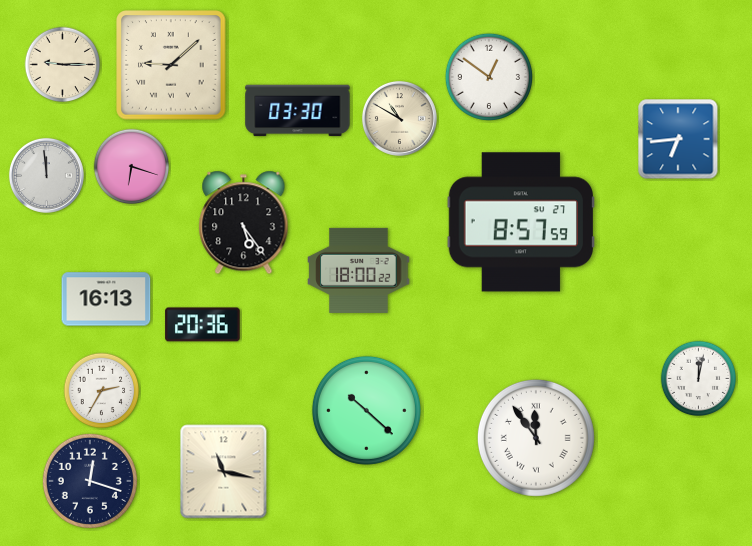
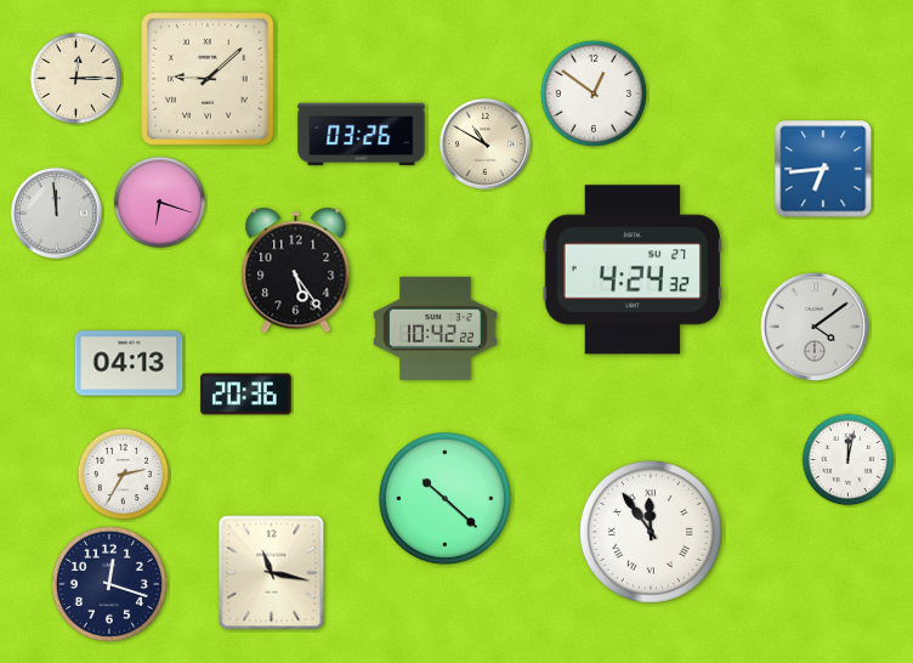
clock at (63, 65): 9:15 -> 12:15
clock at (298, 111): 03:30 -> 03:26
clock at (521, 222): 8:57 -> 4:24
clock at (815, 327): none -> 4:09
clock at (359, 270): 18:00 -> 10:42
clock at (106, 299): 16:13 -> 04:13
